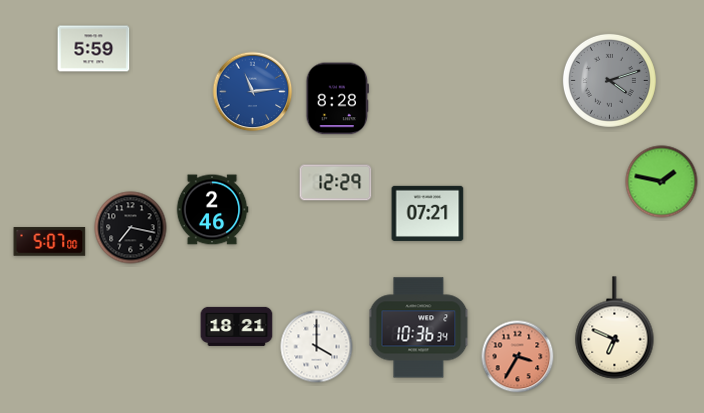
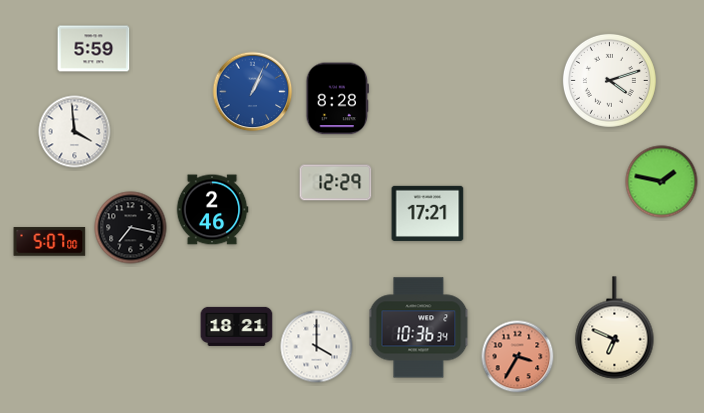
clock at (609, 80) dial: grey -> white
clock at (253, 92): 11:14 -> 1:04
clock at (75, 132): none -> 3:59
clock at (428, 213): 07:21 -> 17:21
